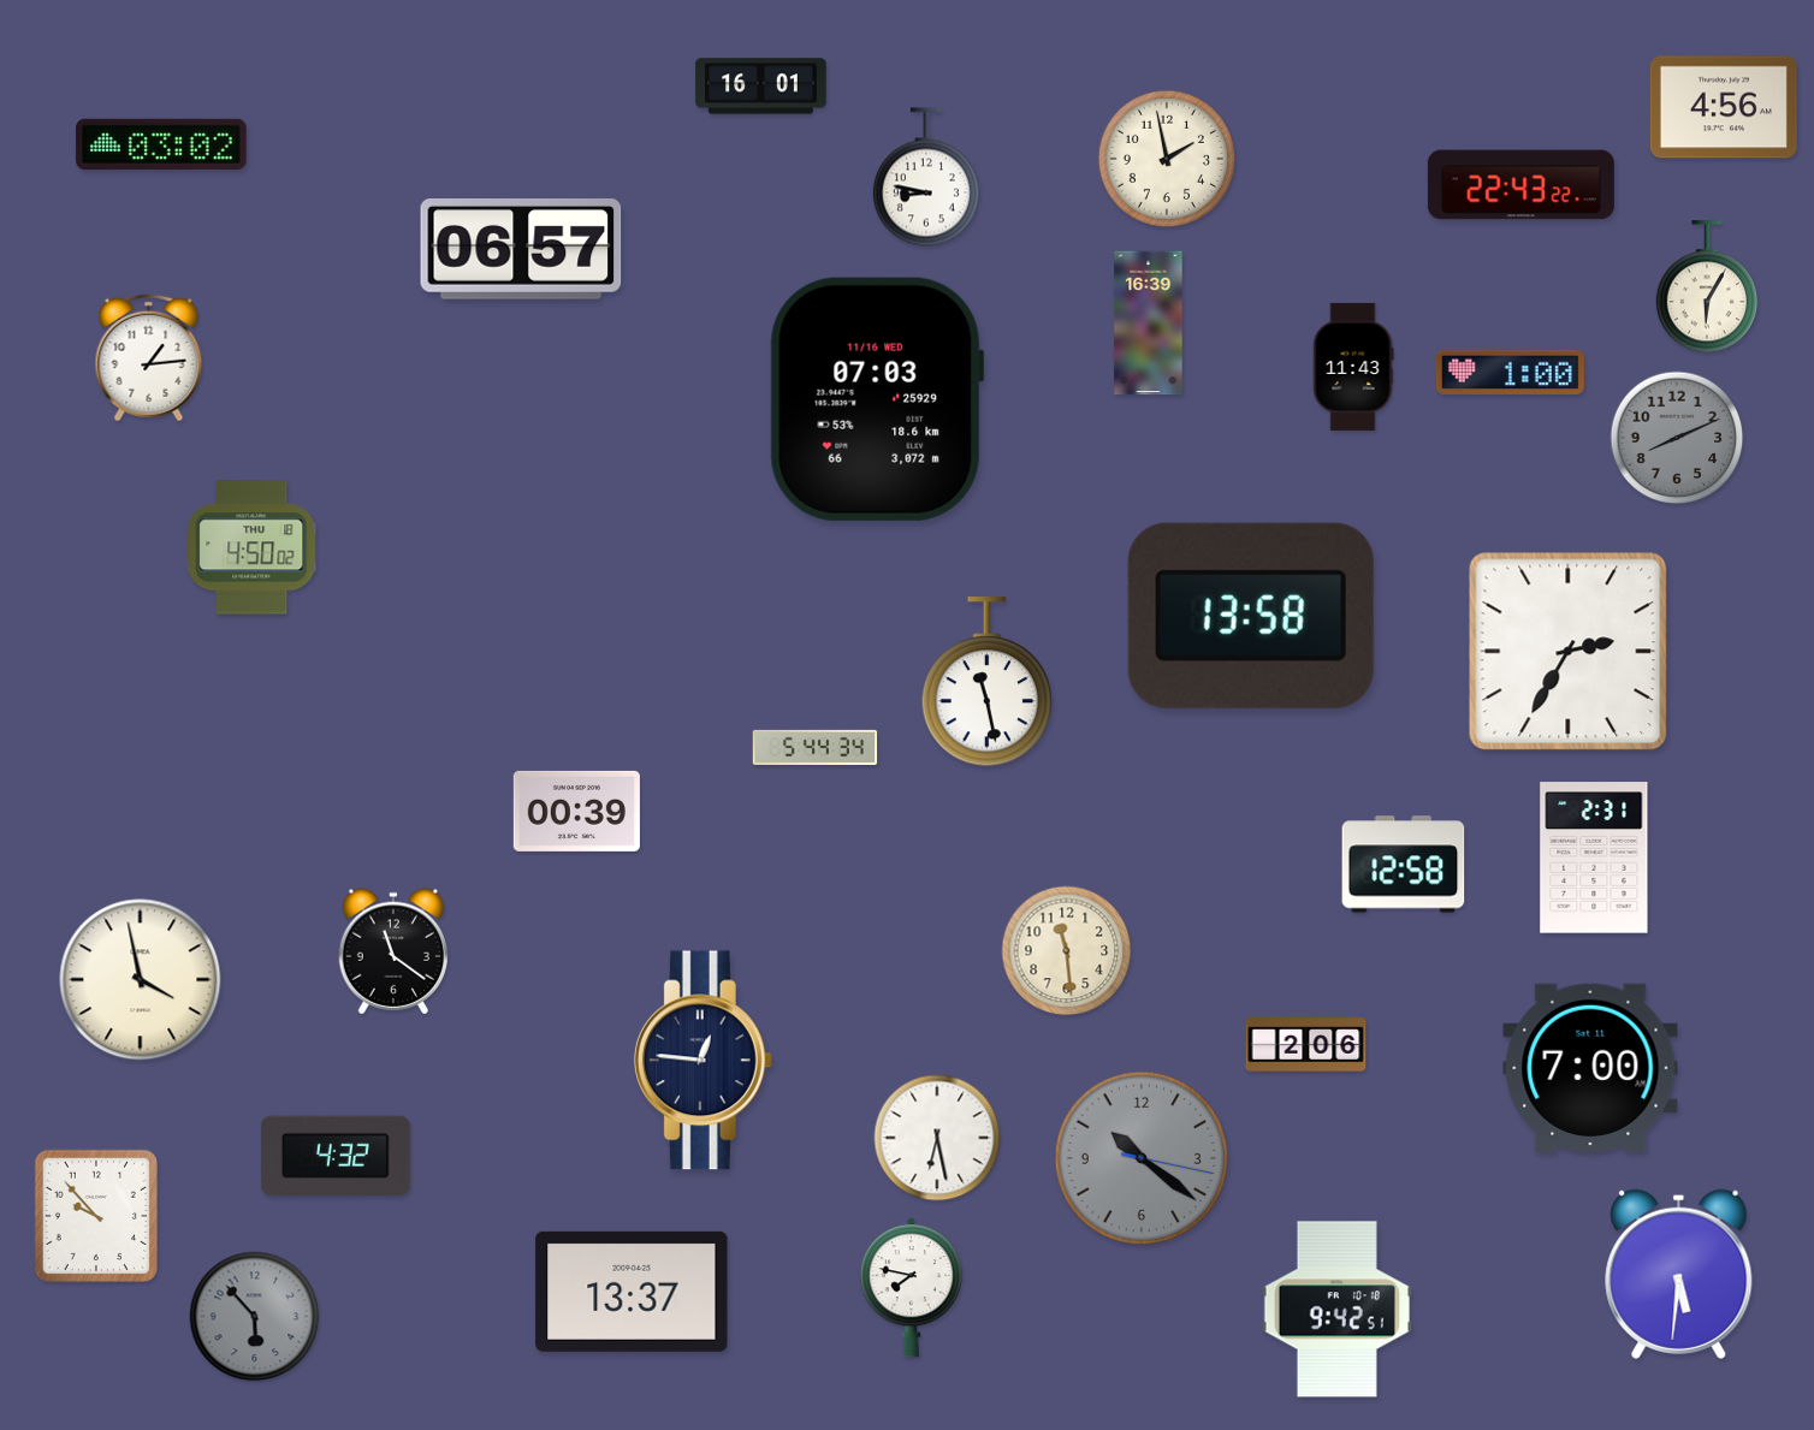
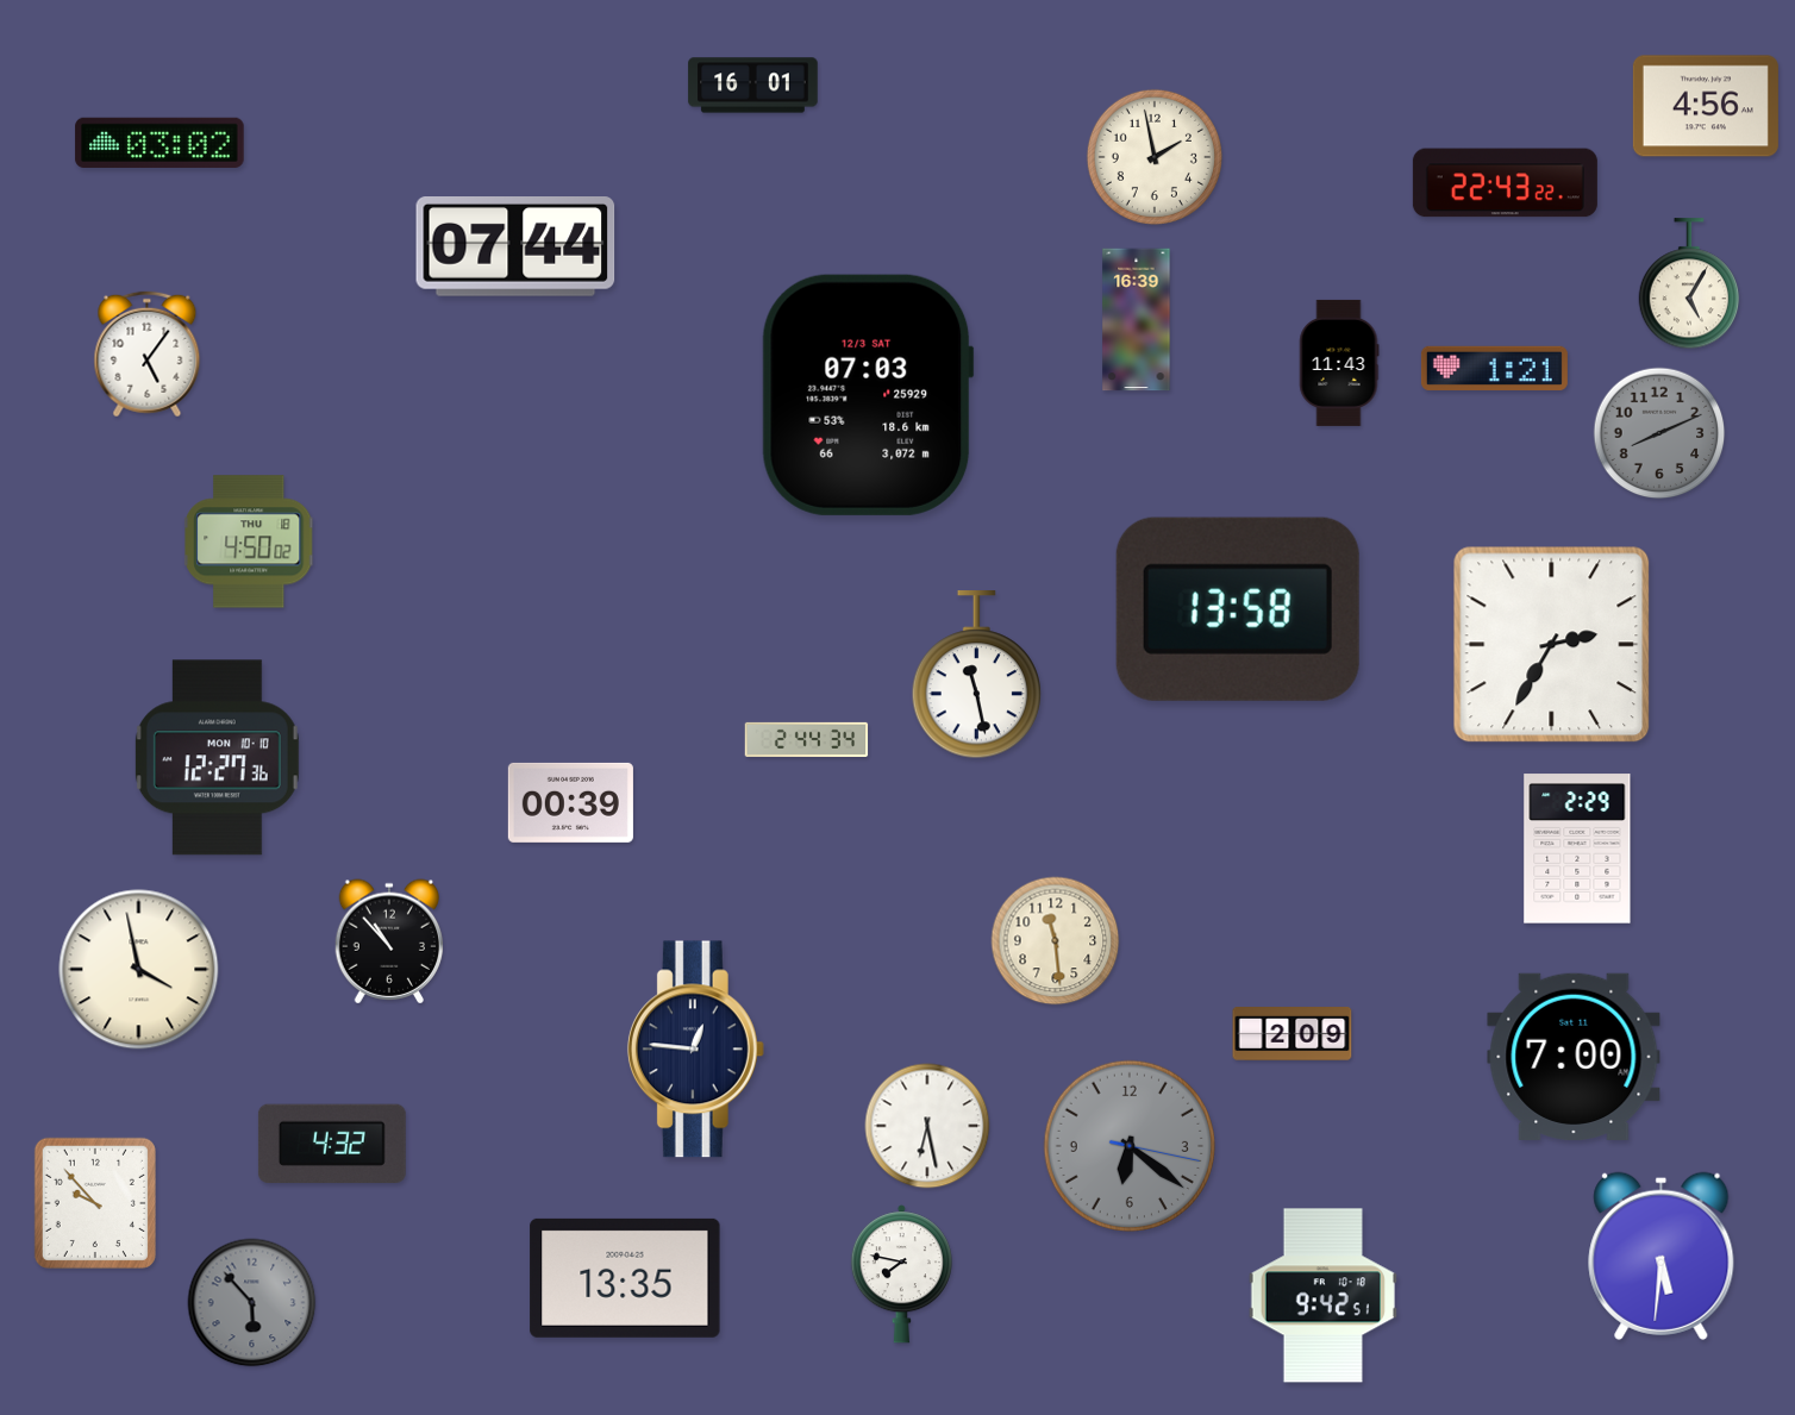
clock at (926, 177): 8:47 -> none
clock at (521, 250): 06:57 -> 07:44
clock at (1707, 287): 6:05 -> 5:05
clock at (149, 358): 1:14 -> 5:06
clock at (1510, 372): 1:00 -> 1:21
clock at (877, 399) date: 11/16 WED -> 12/3 SAT
clock at (816, 747): 5:44 -> 2:44
clock at (217, 758): none -> 12:27
clock at (1594, 858): 2:31 -> 2:29
clock at (1404, 865): 12:58 -> none
clock at (393, 951): 11:21 -> 10:53
clock at (1306, 1045): 2:06 -> 2:09
clock at (1140, 1157): 10:21 -> 6:21
clock at (1679, 1274) position: (1679, 1274) -> (1662, 1256)
clock at (632, 1292): 13:37 -> 13:35
